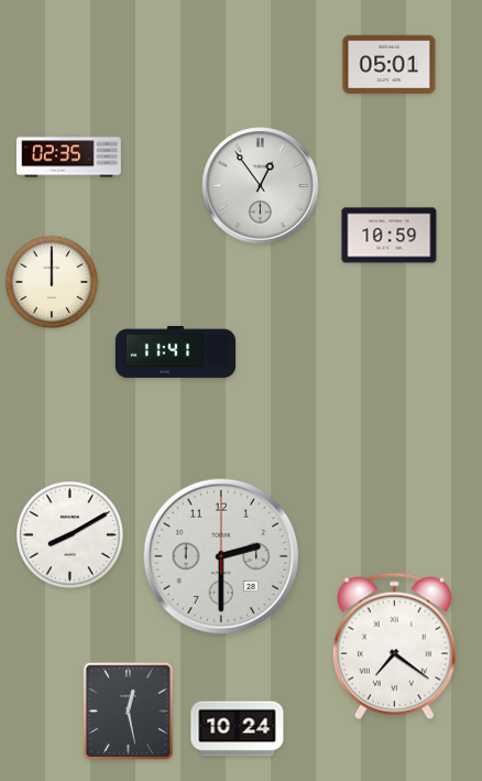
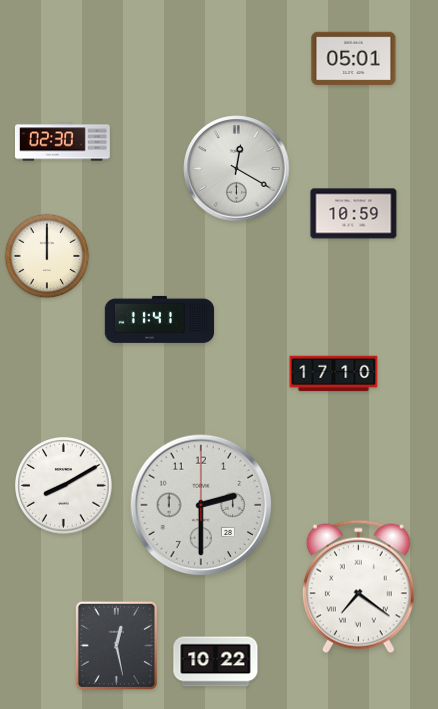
clock at (68, 156): 02:35 -> 02:30
clock at (261, 186): 12:54 -> 12:20
clock at (334, 374): none -> 17:10
clock at (238, 729): 10:24 -> 10:22
